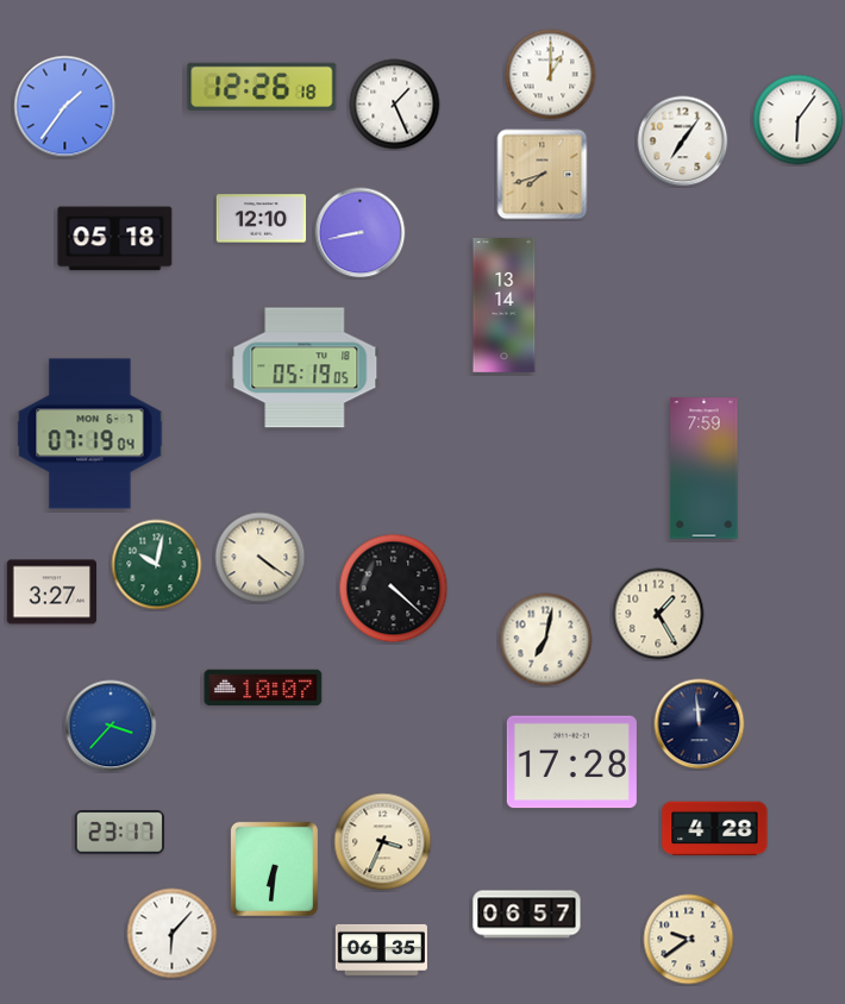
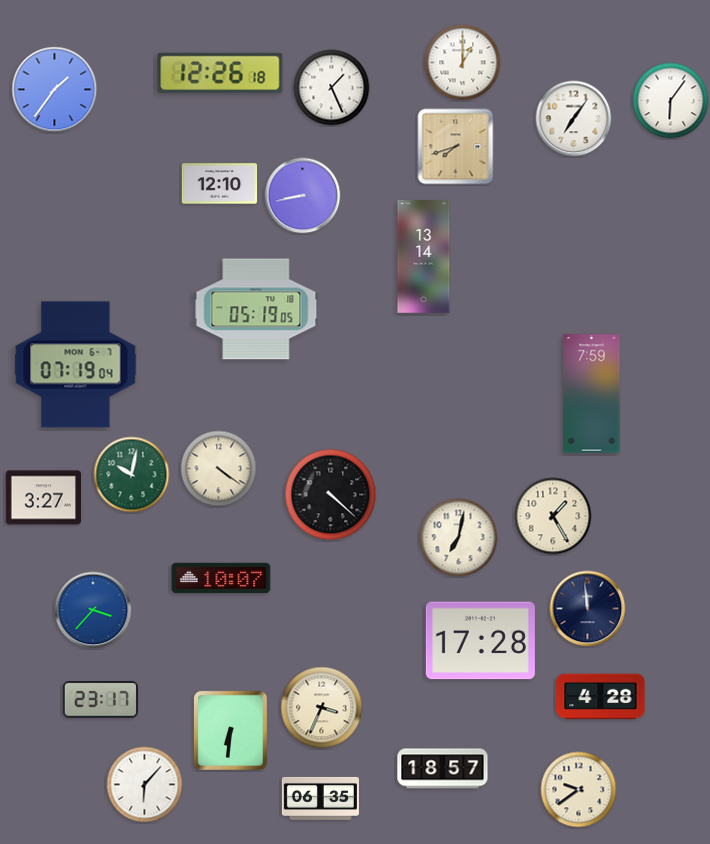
clock at (115, 239): 05:18 -> none
clock at (527, 915): 06:57 -> 18:57
